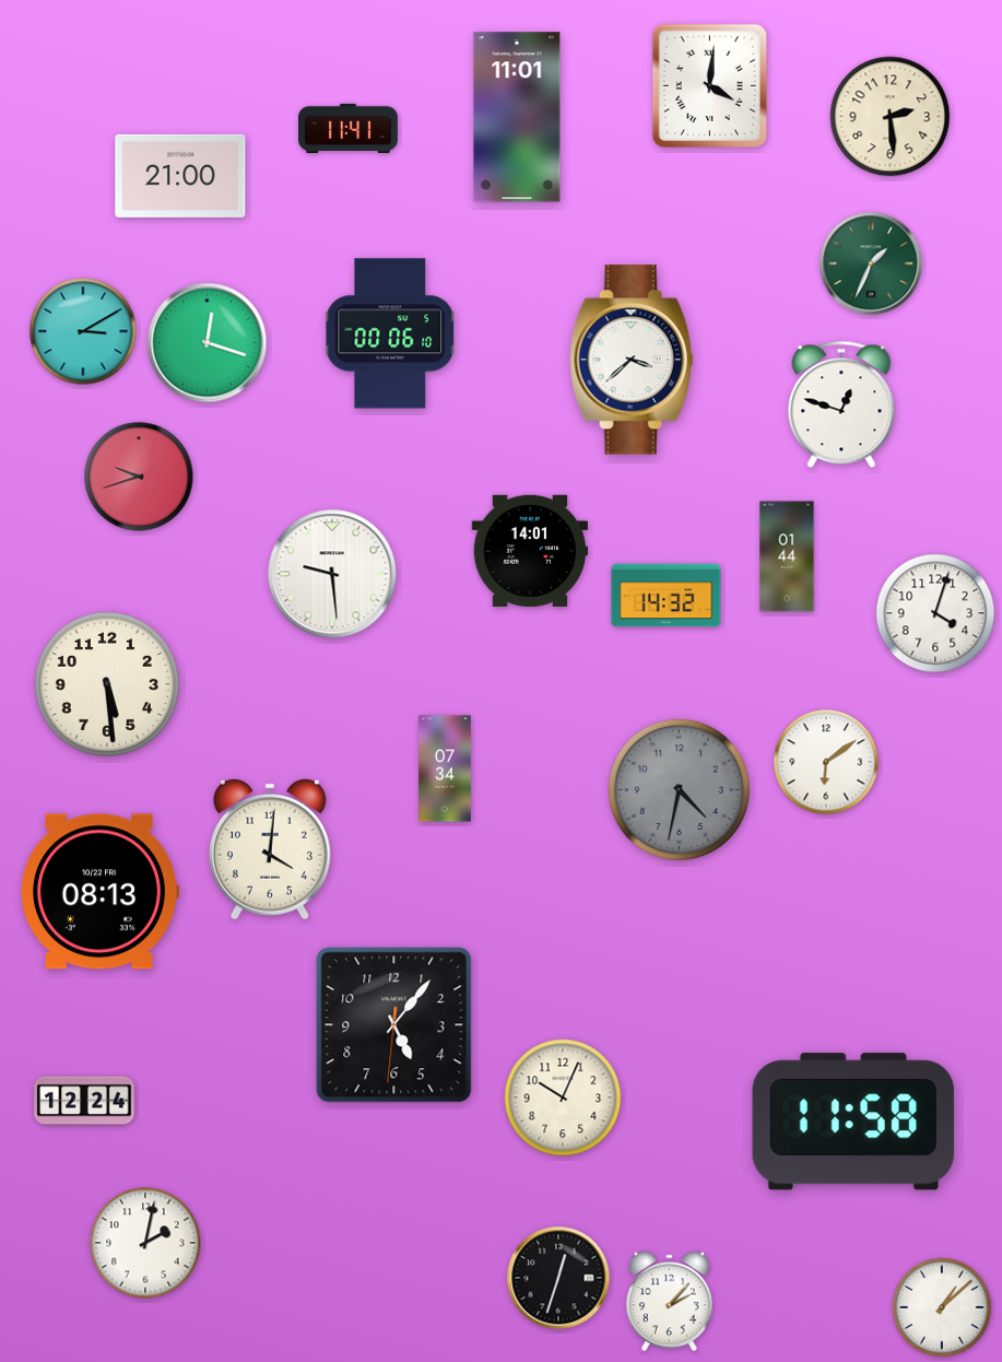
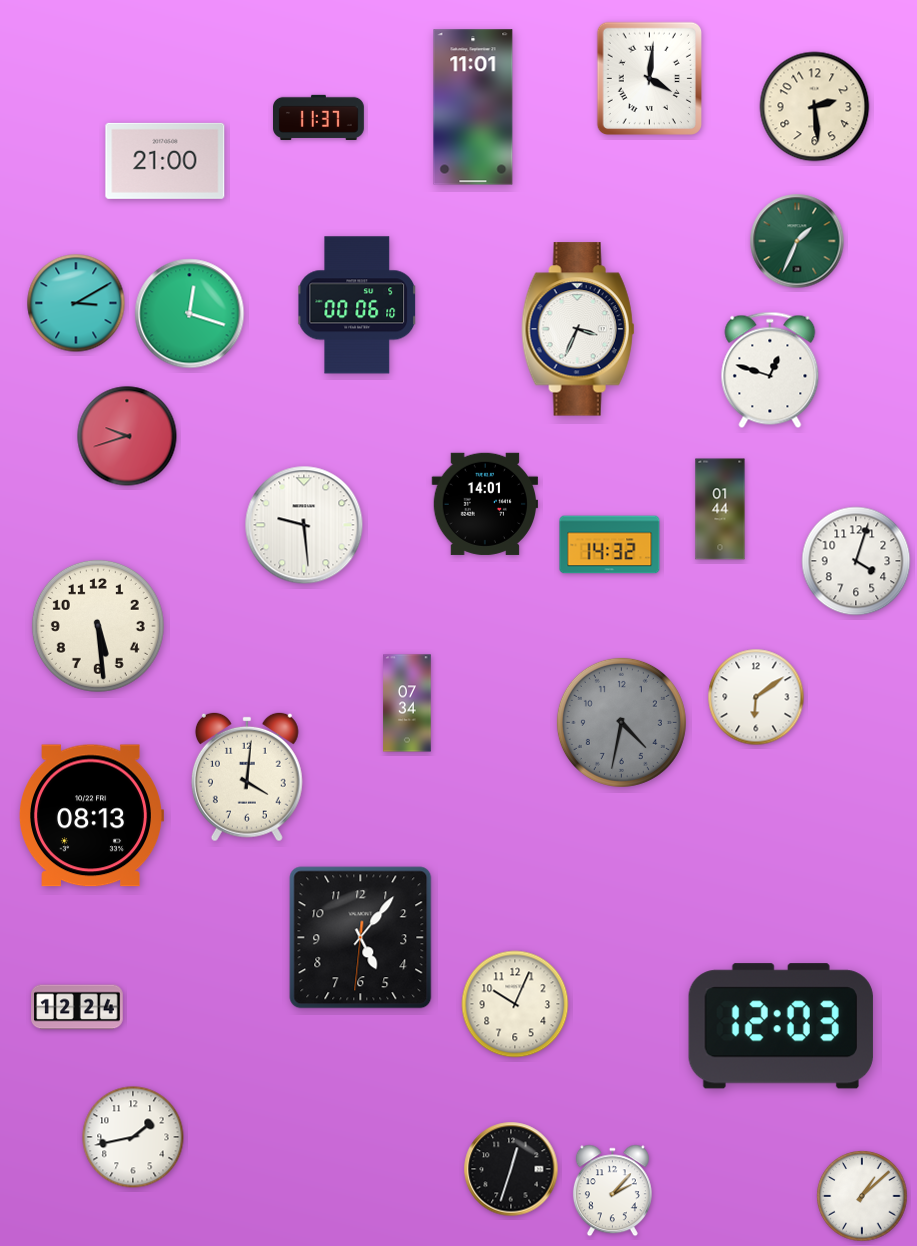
clock at (349, 128): 11:41 -> 11:37
clock at (632, 360): 3:38 -> 3:34
clock at (853, 1122): 11:58 -> 12:03
clock at (145, 1243): 2:02 -> 1:43
